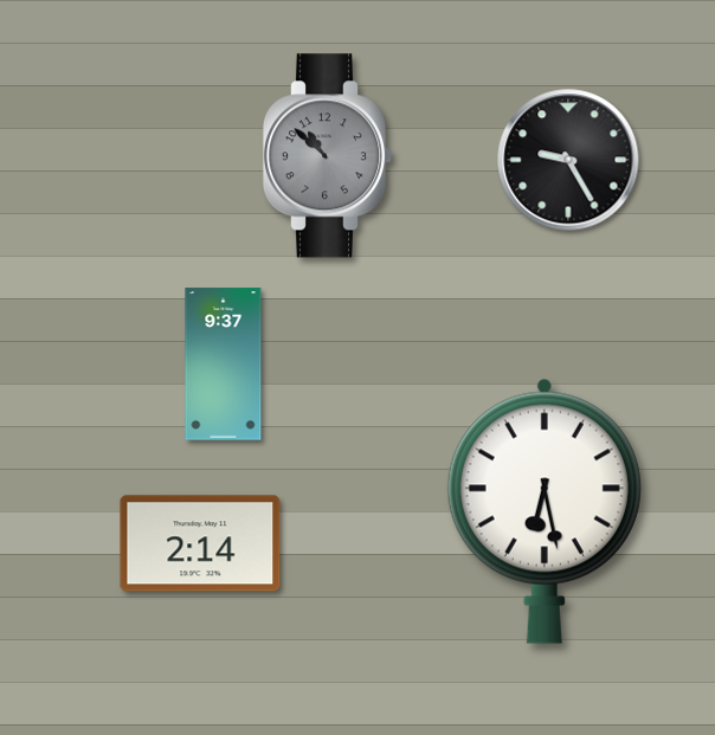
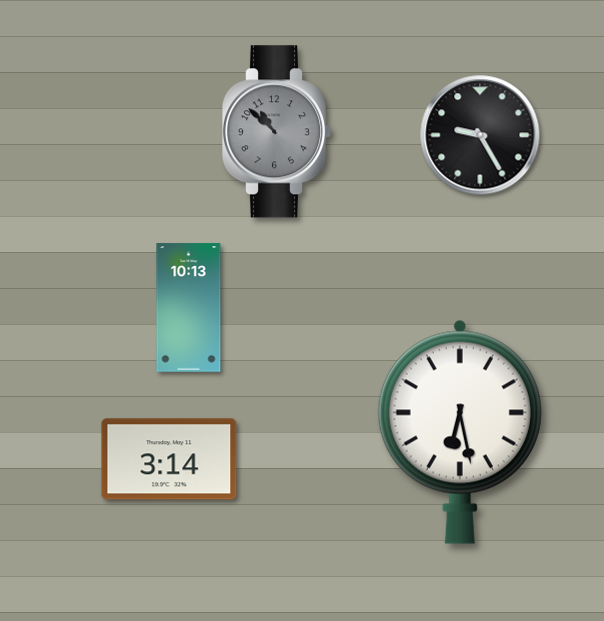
clock at (224, 365): 9:37 -> 10:13
clock at (200, 543): 2:14 -> 3:14
